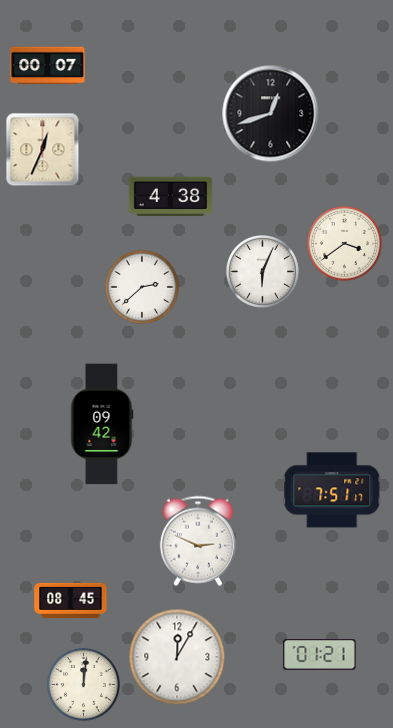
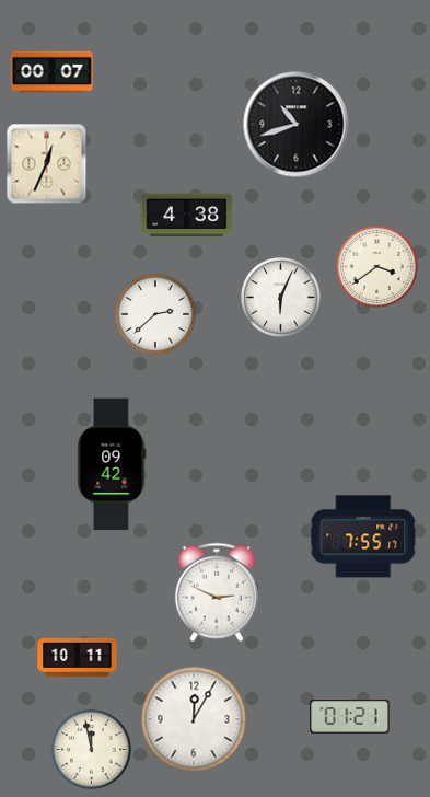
clock at (271, 114): 12:42 -> 10:42
clock at (262, 271) position: (262, 271) -> (280, 297)
clock at (332, 490): 7:51 -> 7:55
clock at (71, 600): 08:45 -> 10:11
clock at (83, 684): 12:01 -> 11:58
